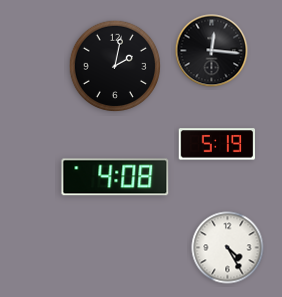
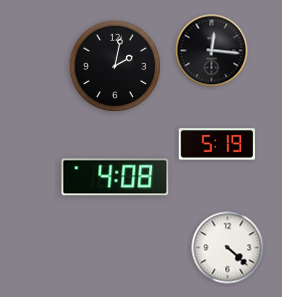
clock at (228, 248): 4:25 -> 4:22
